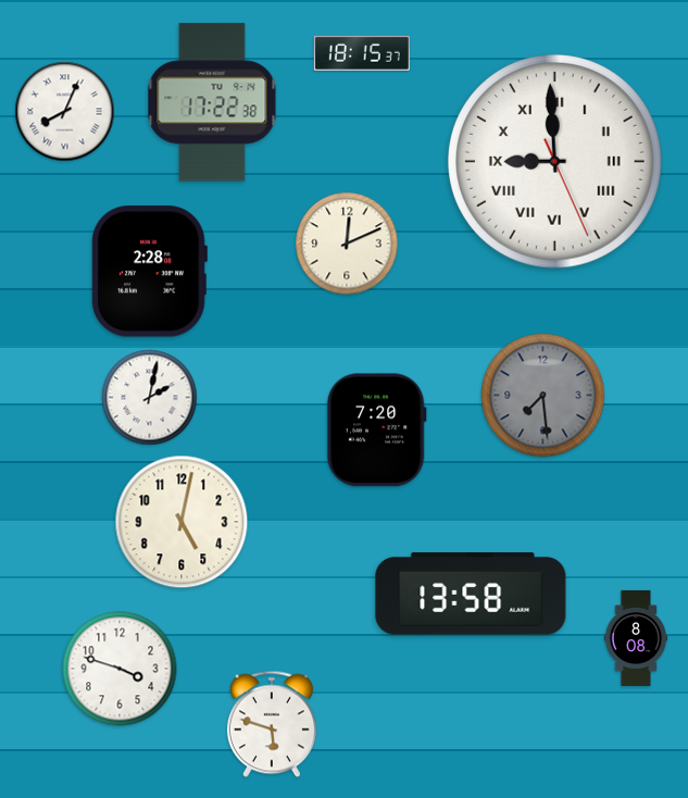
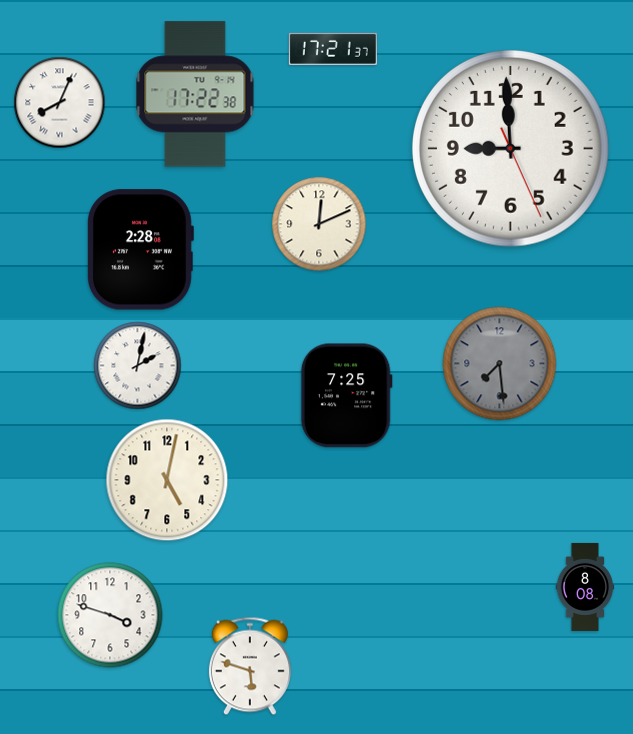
clock at (362, 53): 18:15 -> 17:21
clock at (555, 162) numerals: Roman -> Arabic
clock at (149, 272) position: (149, 272) -> (140, 250)
clock at (376, 431): 7:20 -> 7:25
clock at (471, 594): 13:58 -> none
